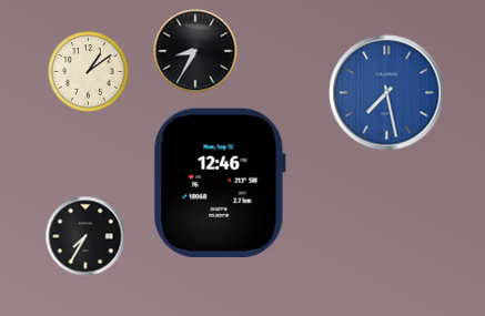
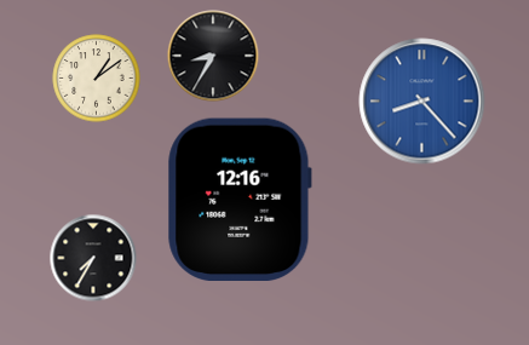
clock at (387, 93): 7:28 -> 8:23
clock at (220, 182): 12:46 -> 12:16
